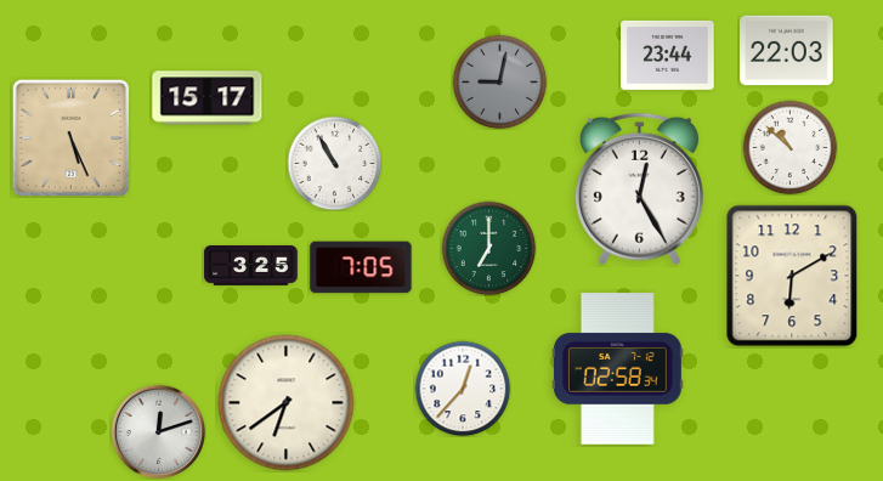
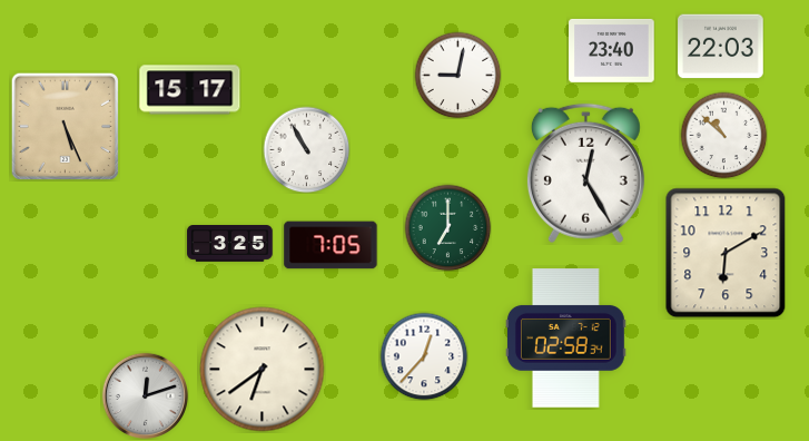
clock at (668, 55): 23:44 -> 23:40
clock at (499, 81) dial: grey -> white
